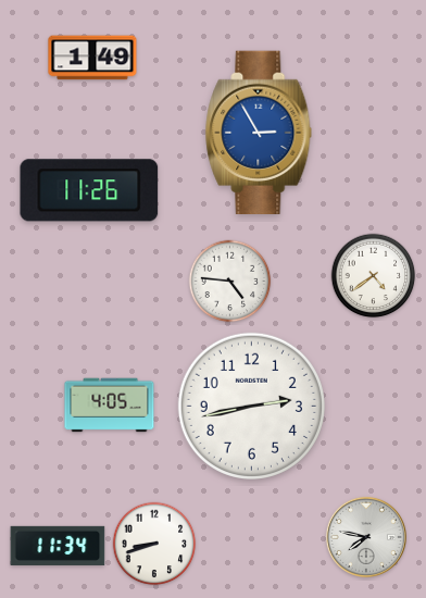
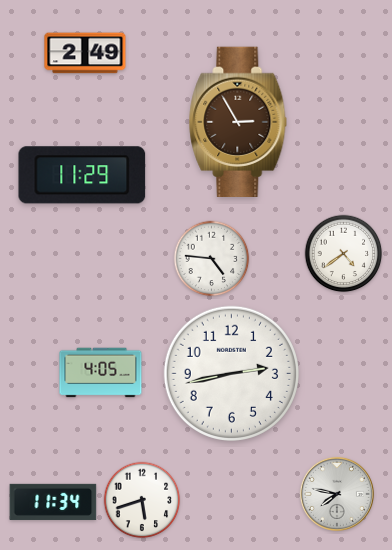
clock at (92, 58): 1:49 -> 2:49
clock at (259, 133) dial: blue -> brown
clock at (89, 190): 11:26 -> 11:29
clock at (154, 544): 8:42 -> 5:42
